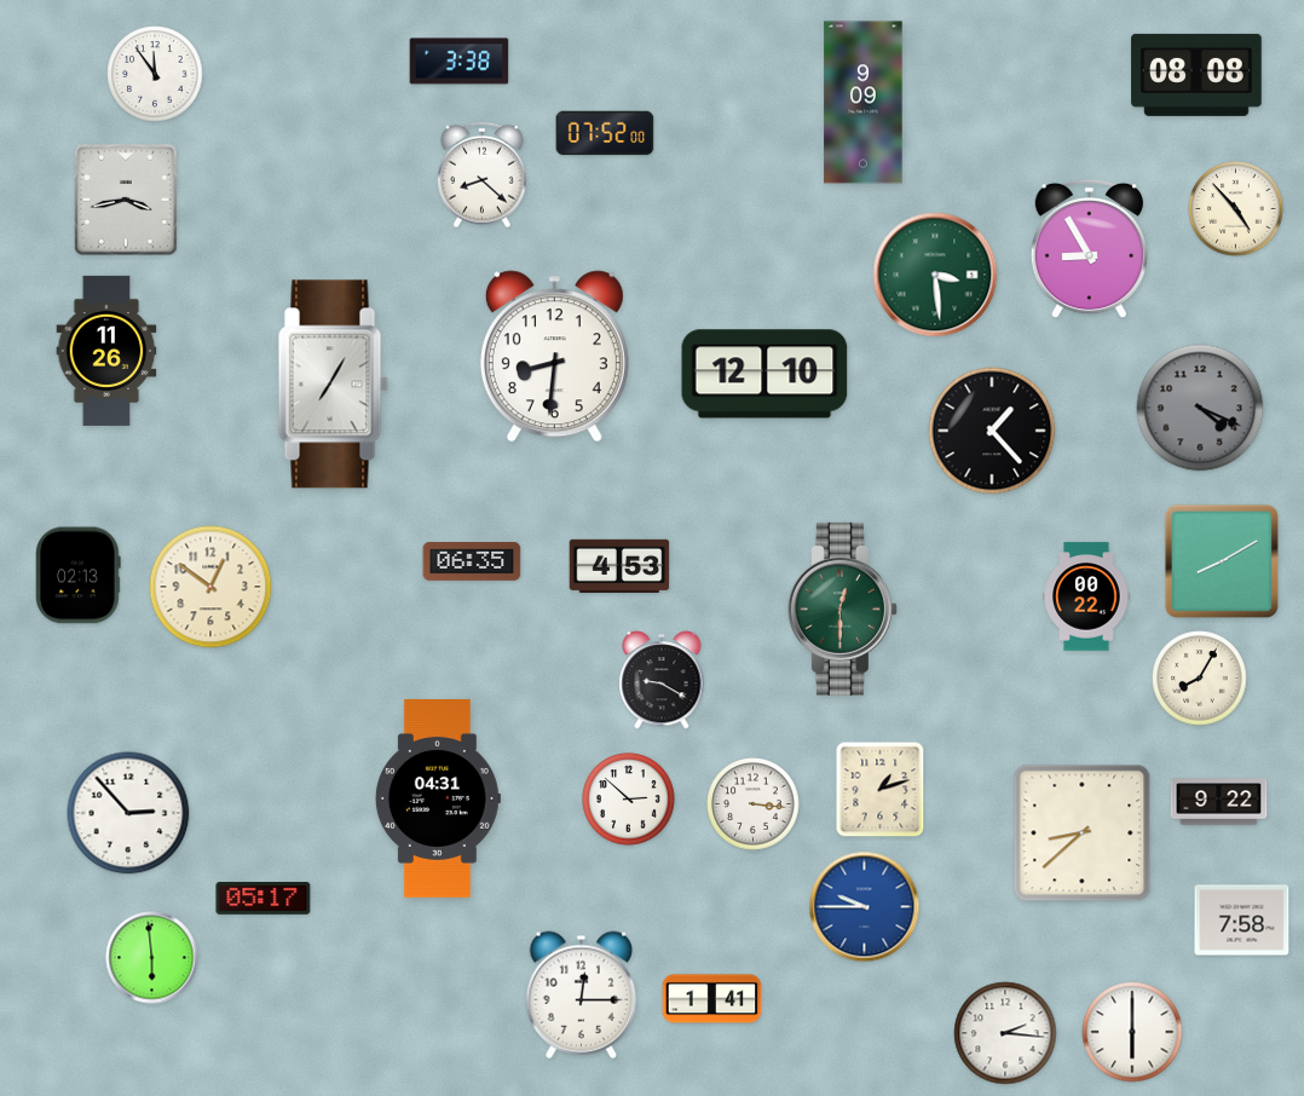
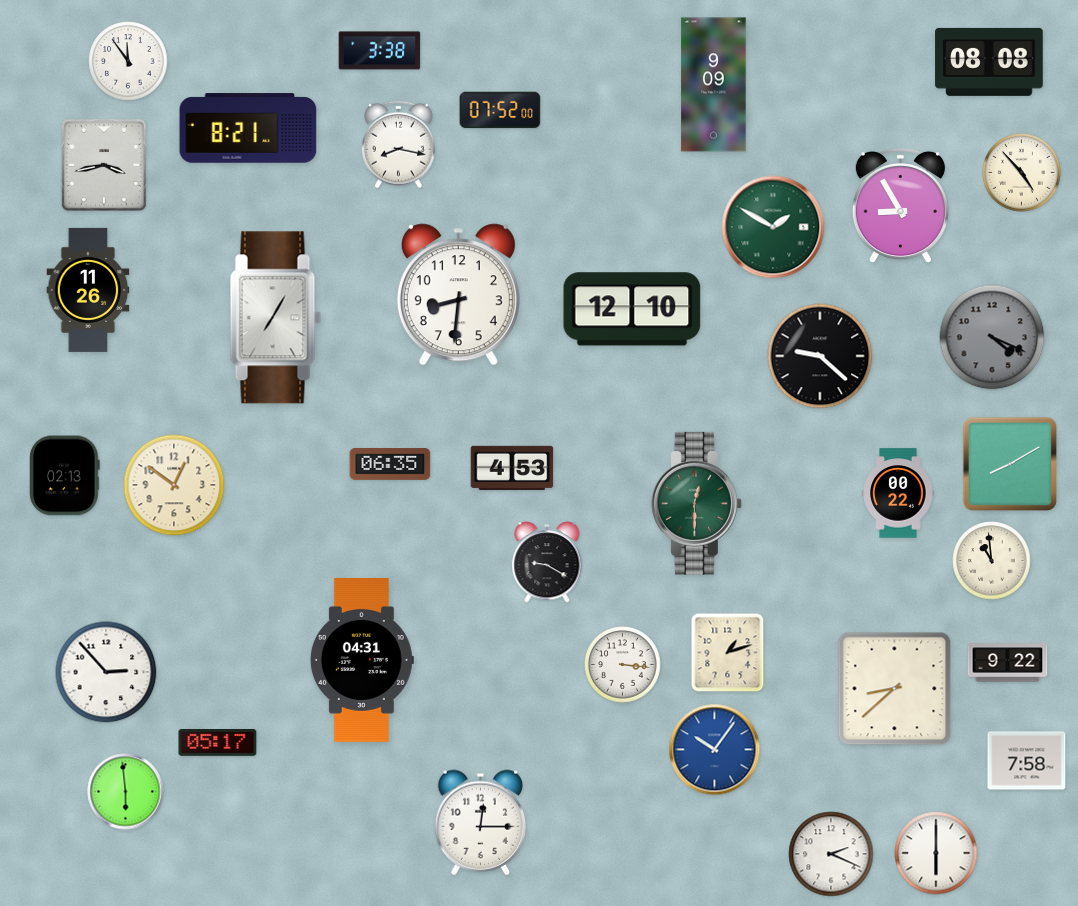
clock at (248, 128): none -> 8:21
clock at (483, 175): 8:22 -> 8:17
clock at (935, 275): 3:29 -> 1:50
clock at (992, 431): 1:23 -> 9:22
clock at (1200, 679): 8:05 -> 10:59
clock at (629, 800): 2:52 -> none
clock at (865, 907): 9:45 -> 10:06
clock at (712, 999): 1:41 -> none
clock at (1005, 1033): 2:16 -> 2:19
